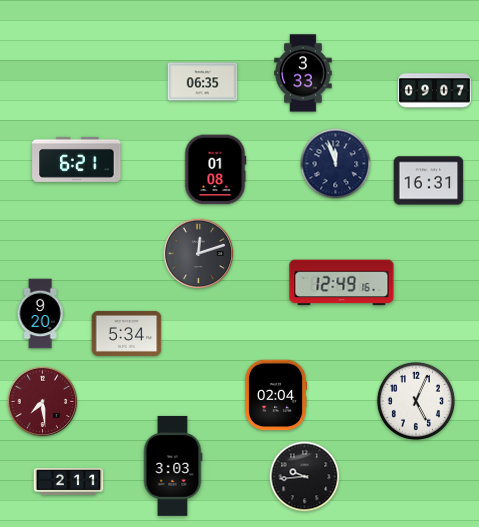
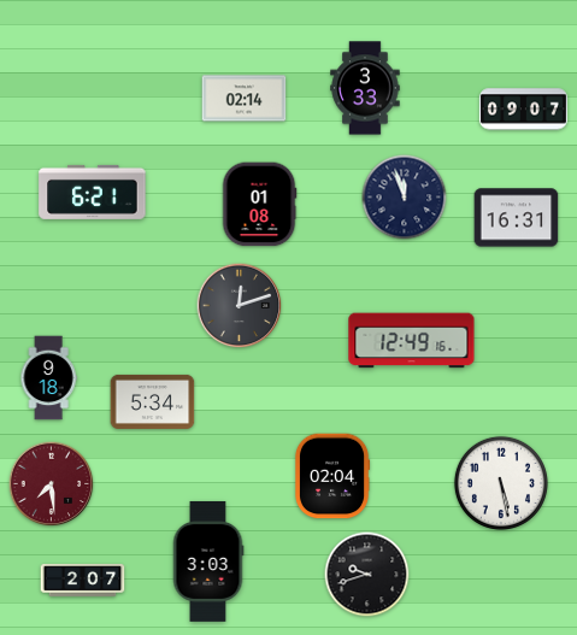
clock at (203, 82): 06:35 -> 02:14
clock at (40, 314): 9:20 -> 9:18
clock at (416, 401): 5:04 -> 5:28
clock at (305, 477): 9:44 -> 9:42
clock at (69, 482): 2:11 -> 2:07
